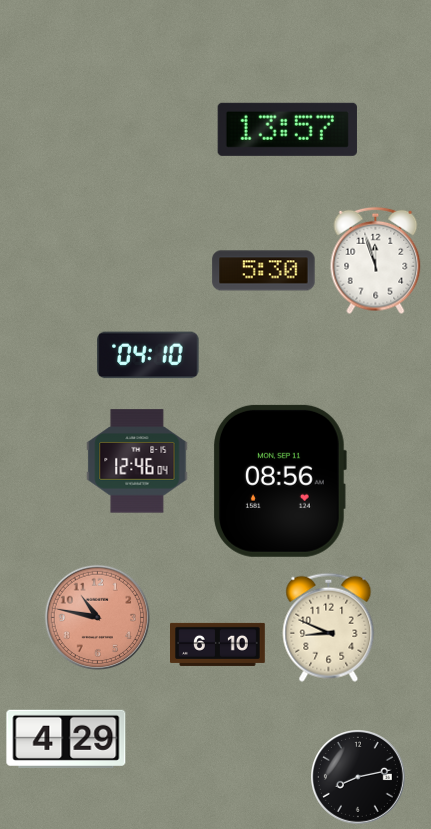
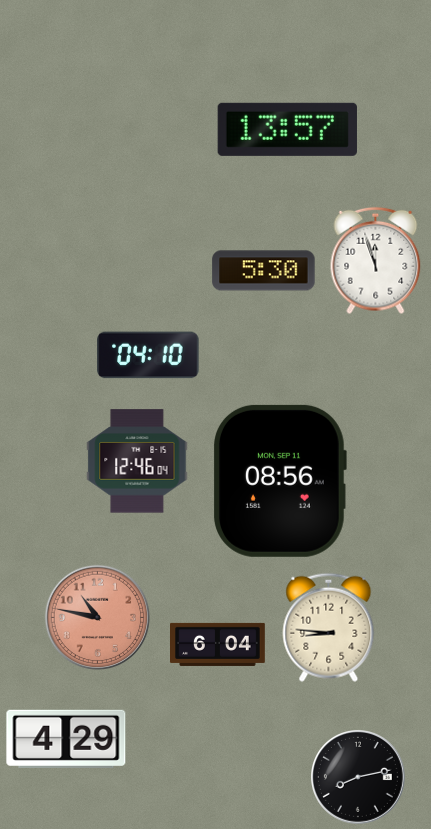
clock at (329, 627): 8:49 -> 8:46
clock at (218, 644): 6:10 -> 6:04
